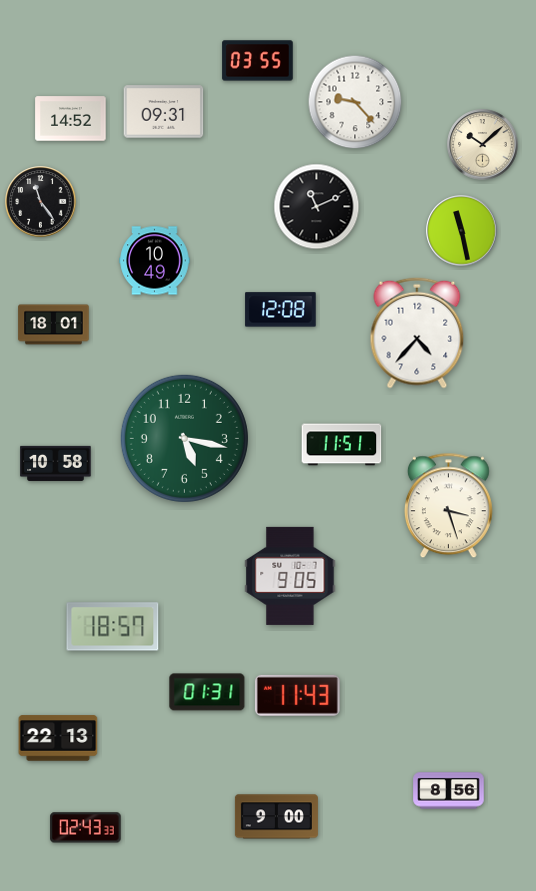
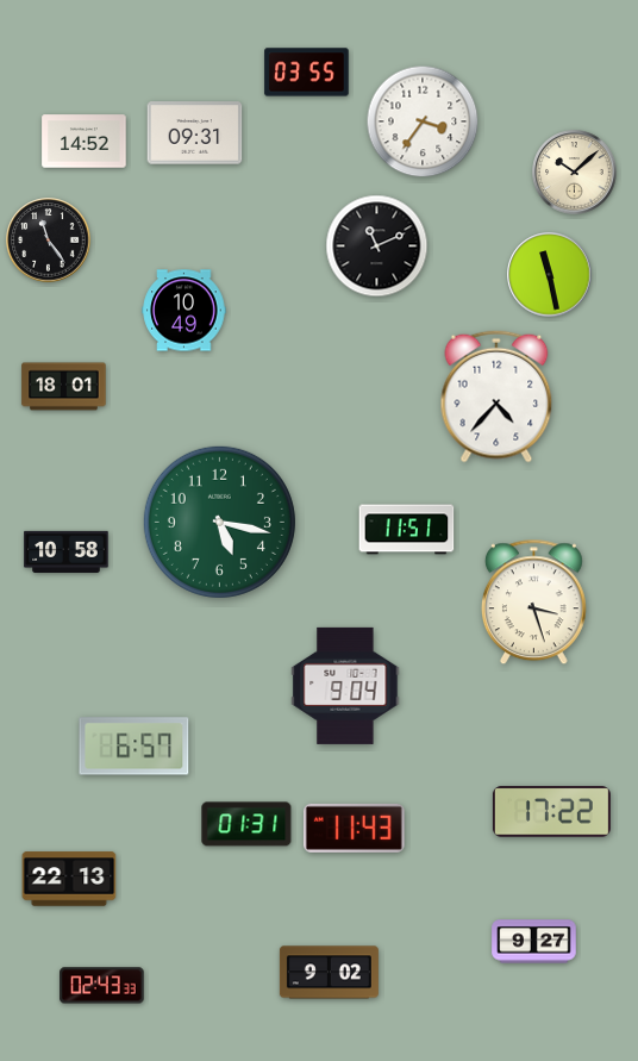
clock at (355, 102): 9:23 -> 3:36
clock at (281, 310): 12:08 -> none
clock at (290, 576): 9:05 -> 9:04
clock at (113, 627): 18:57 -> 6:57
clock at (551, 812): none -> 17:22
clock at (449, 791): 8:56 -> 9:27
clock at (276, 817): 9:00 -> 9:02
